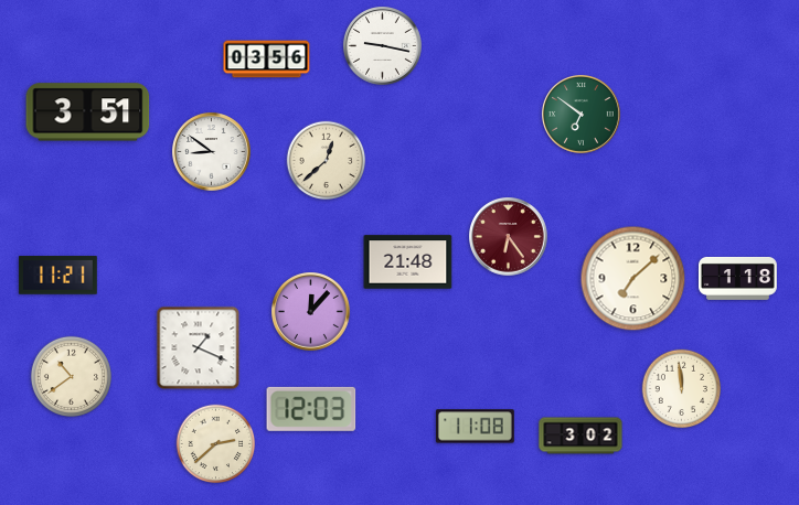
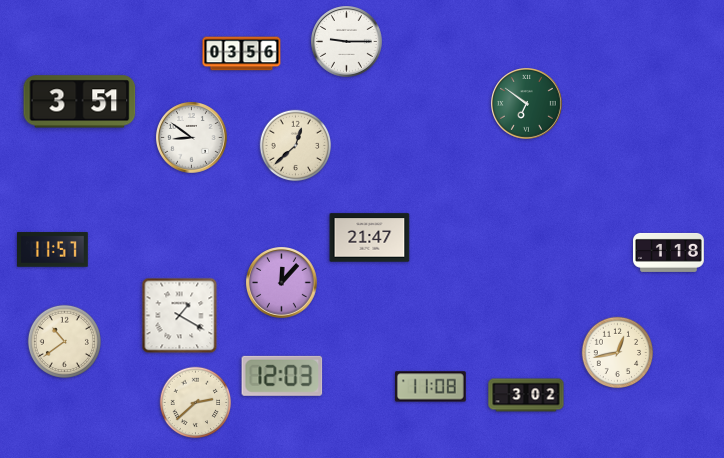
clock at (383, 46): 9:17 -> 9:15
clock at (509, 237): 6:24 -> none
clock at (408, 262): 21:48 -> 21:47
clock at (58, 276): 11:21 -> 11:57
clock at (633, 279): 7:08 -> none
clock at (199, 348): 1:19 -> 1:20
clock at (682, 389): 11:59 -> 12:43
clock at (311, 409) position: (311, 409) -> (282, 376)
